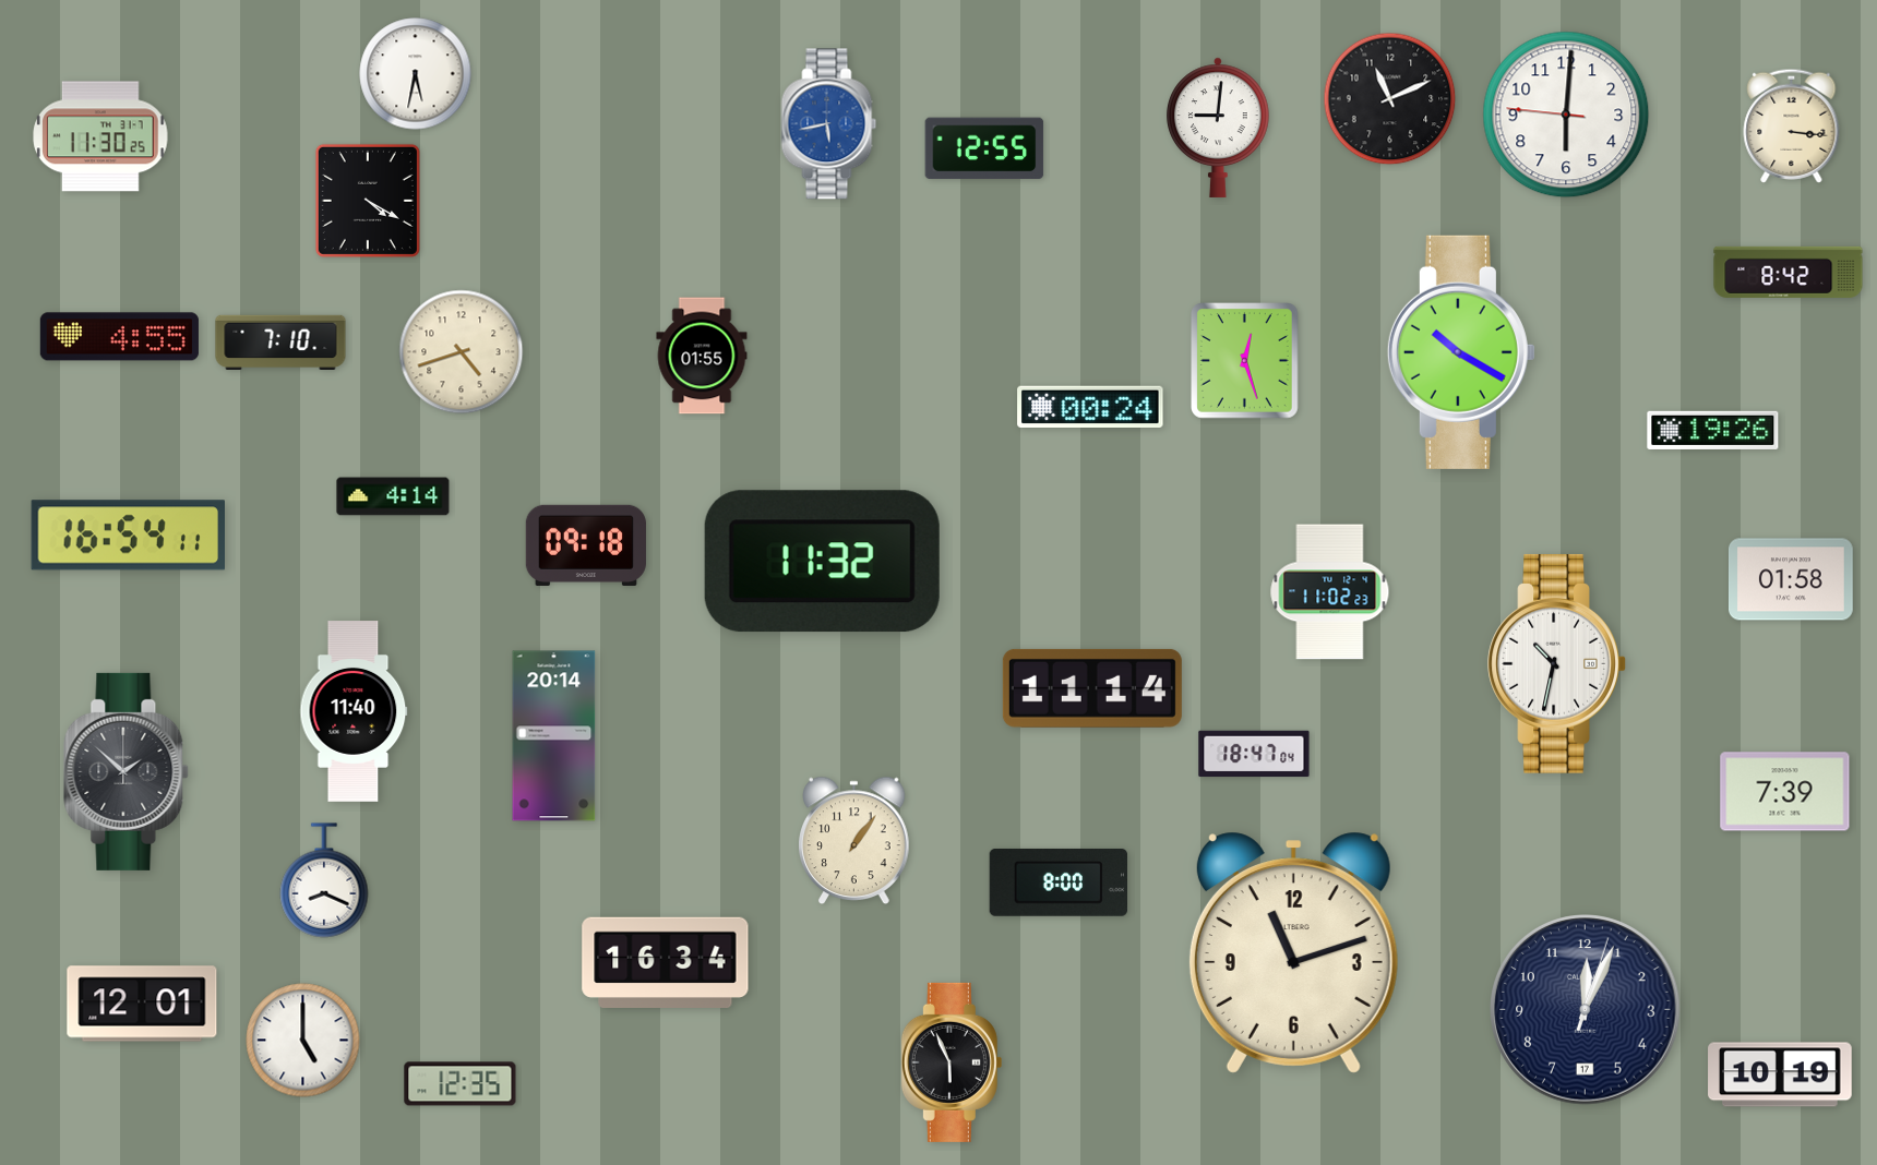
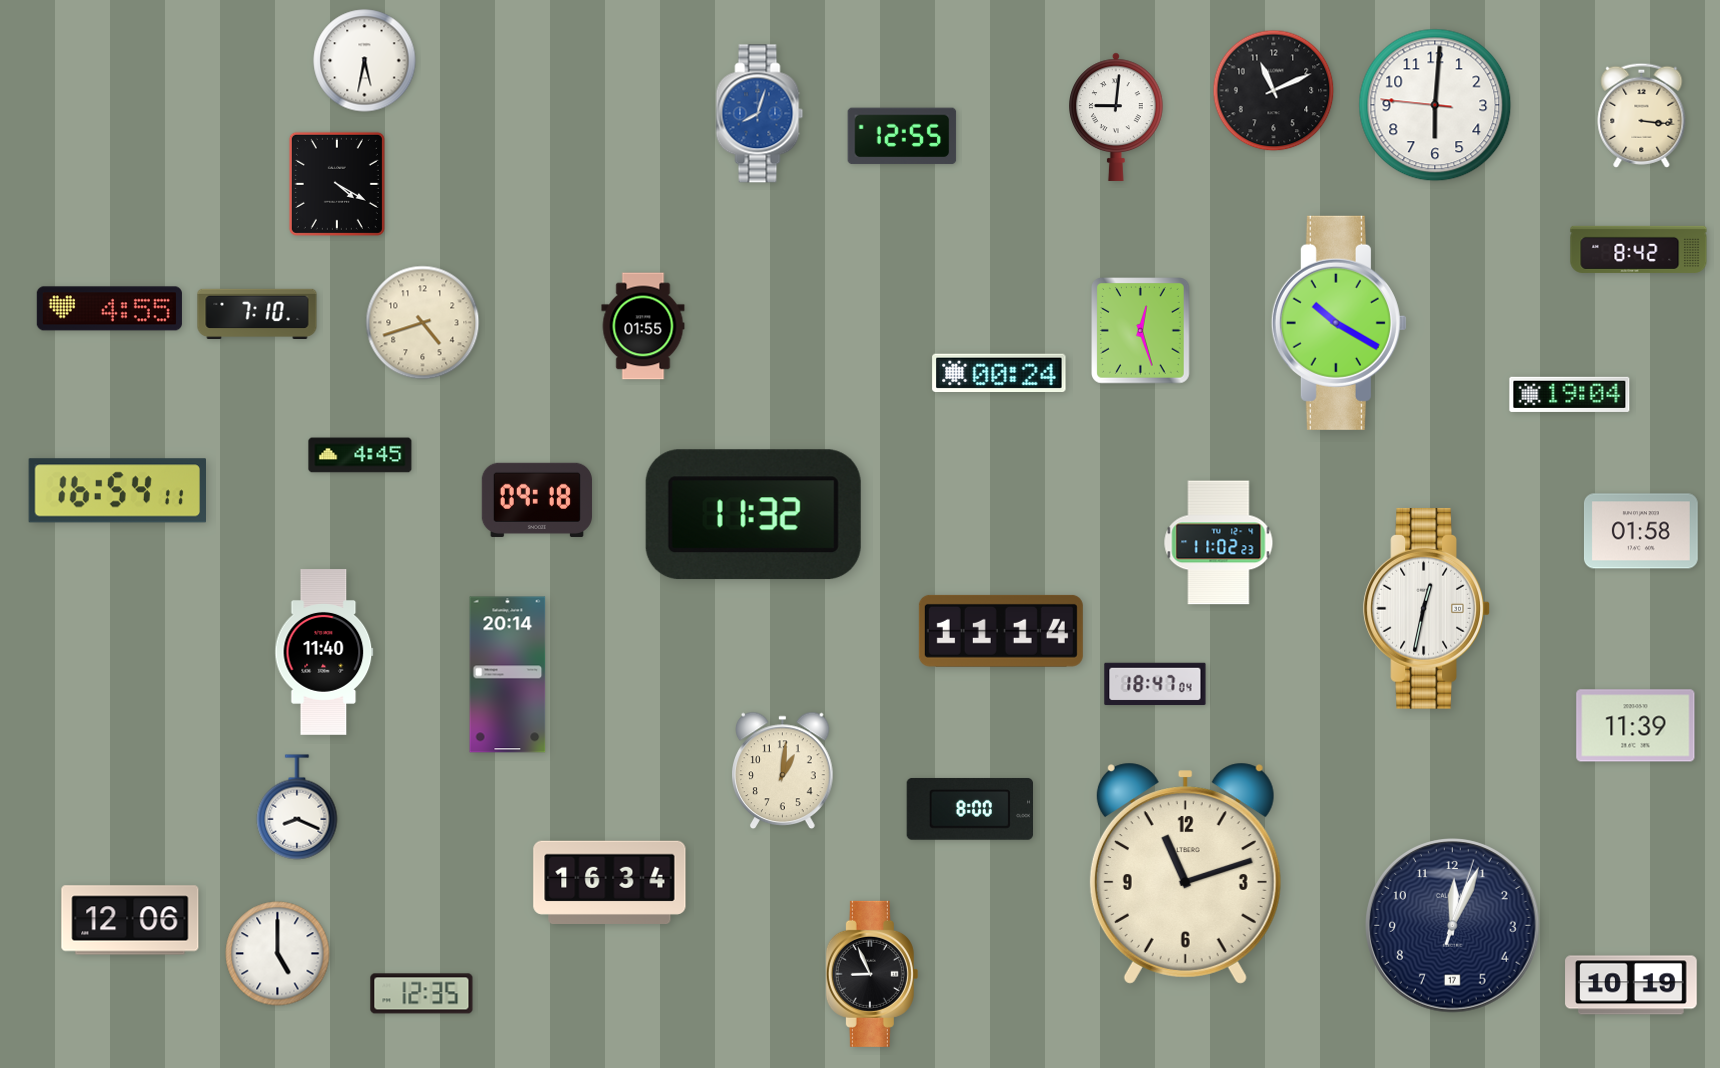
clock at (416, 74) position: (416, 74) -> (365, 61)
clock at (829, 124): 5:43 -> 8:03
clock at (100, 136): 11:30 -> none
clock at (1713, 430): 19:26 -> 19:04
clock at (393, 496): 4:14 -> 4:45
clock at (1557, 663): 10:32 -> 12:32
clock at (1254, 754) position: (1254, 754) -> (1155, 684)
clock at (127, 771): 1:52 -> none
clock at (1785, 792): 7:39 -> 11:39
clock at (854, 841): 1:06 -> 1:01
clock at (142, 1004): 12:01 -> 12:06
clock at (952, 1062): 5:56 -> 8:56
